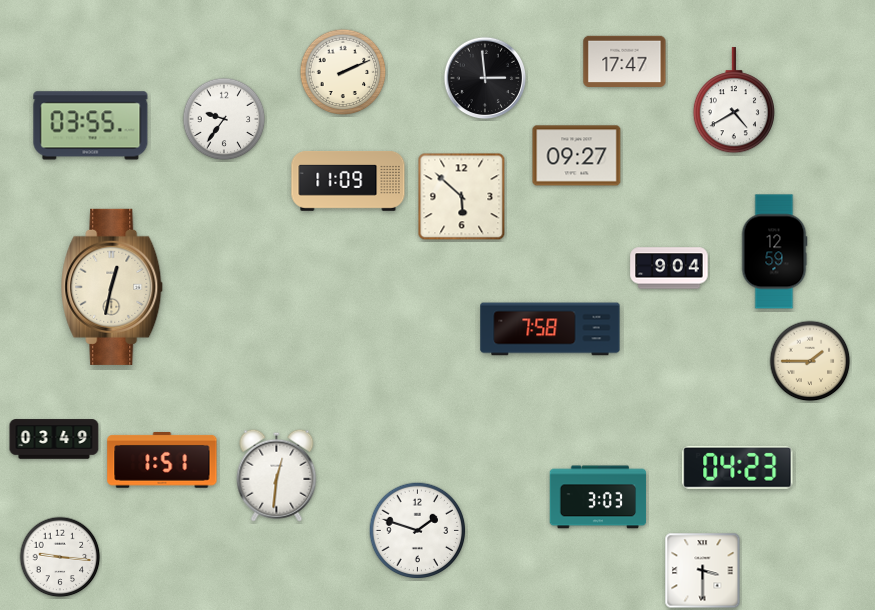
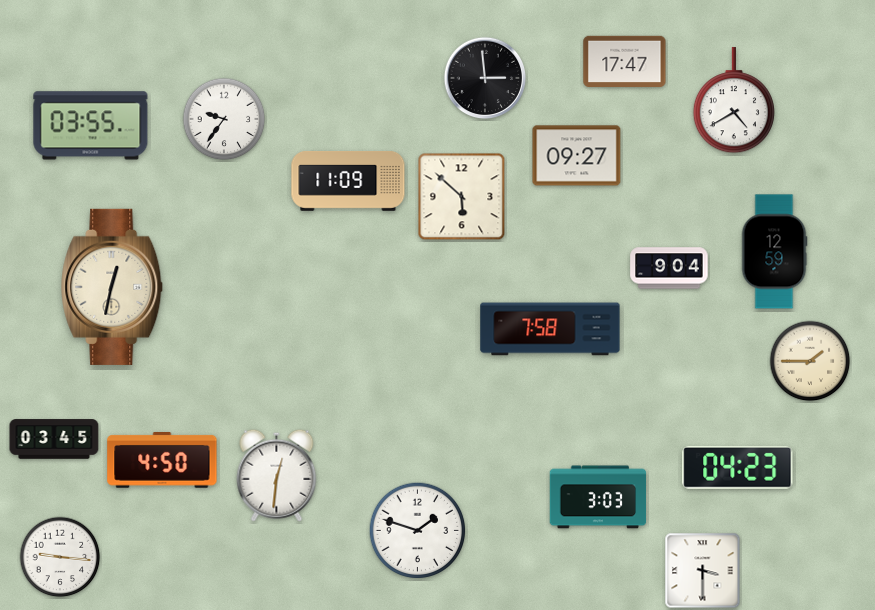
clock at (343, 72): 2:11 -> none
clock at (54, 439): 03:49 -> 03:45
clock at (162, 461): 1:51 -> 4:50
